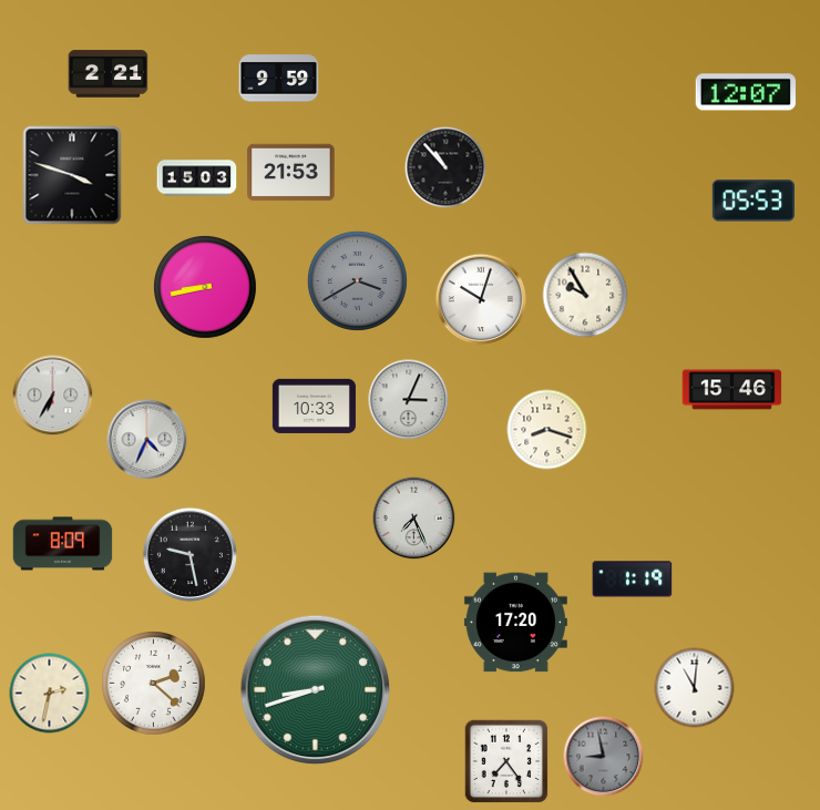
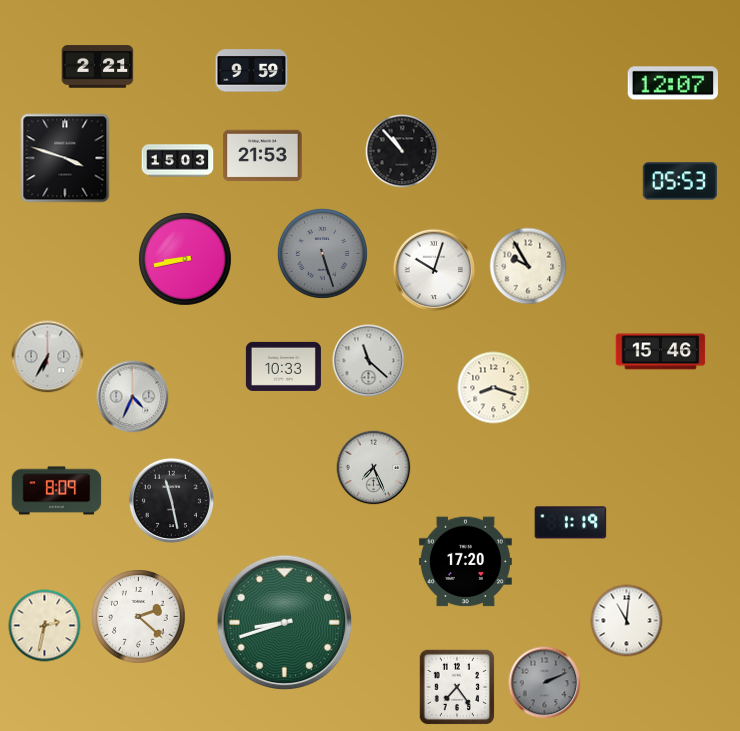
clock at (357, 280): 3:40 -> 5:27
clock at (409, 400): 3:04 -> 11:22
clock at (189, 554): 9:28 -> 11:28
clock at (604, 757): 8:58 -> 2:11
